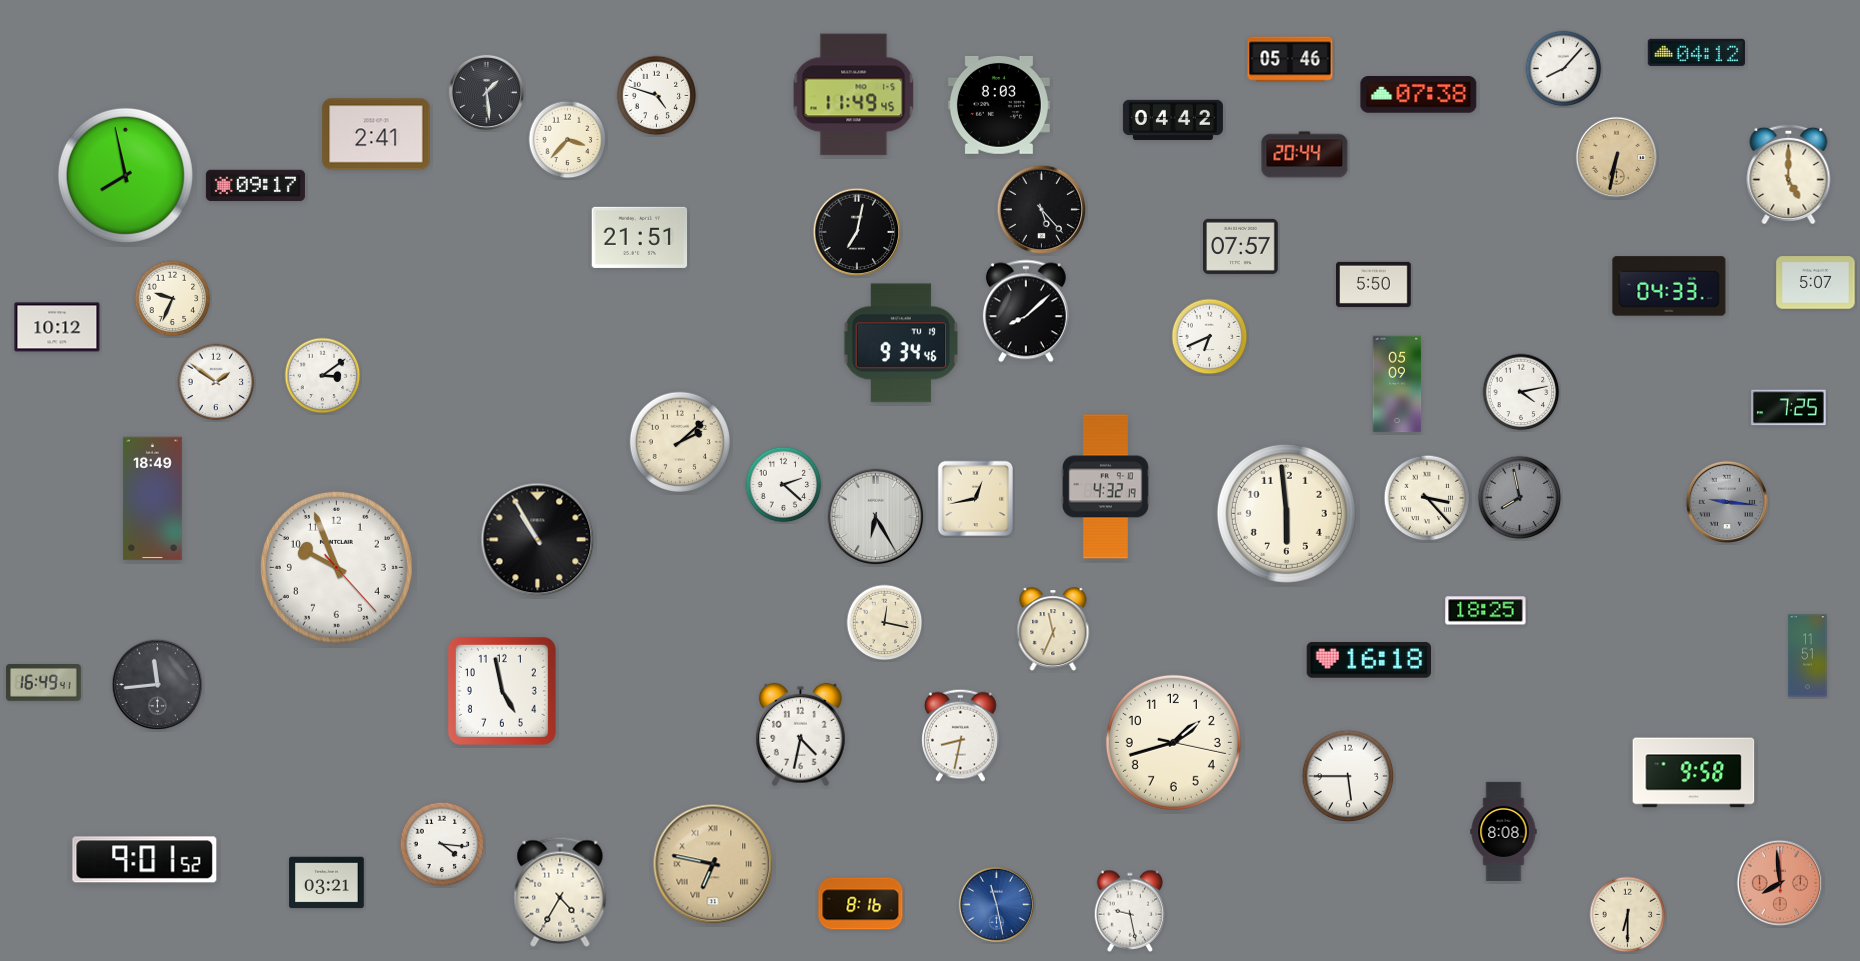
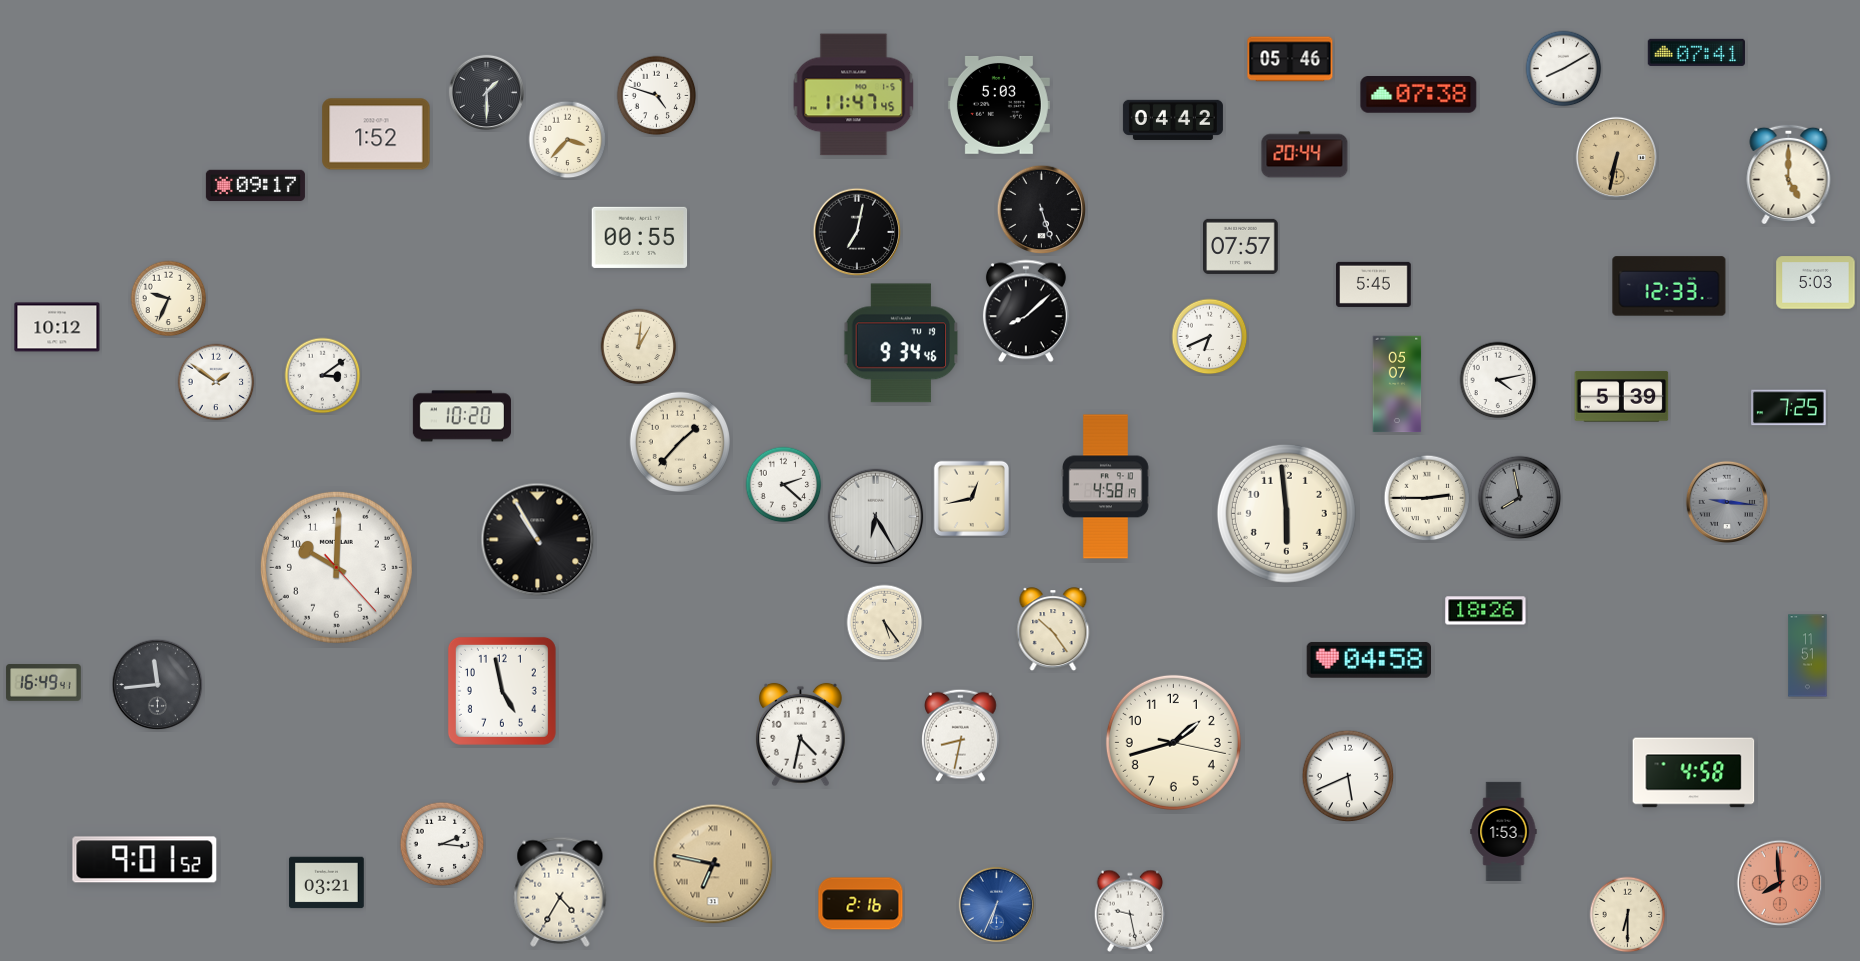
clock at (1696, 52): 04:12 -> 07:41
clock at (1564, 69): 8:07 -> 8:10
clock at (486, 92): 1:29 -> 1:30
clock at (854, 95): 11:49 -> 11:47
clock at (999, 105): 8:03 -> 5:03
clock at (376, 134): 2:41 -> 1:52
clock at (125, 175): 7:58 -> none
clock at (1042, 210): 5:23 -> 5:27
clock at (640, 237): 21:51 -> 00:55
clock at (1816, 283): 5:07 -> 5:03
clock at (1374, 284): 5:50 -> 5:45
clock at (1669, 286): 04:33 -> 12:33
clock at (173, 299) position: (173, 299) -> (169, 299)
clock at (639, 347): none -> 1:01
clock at (1397, 384): 05:09 -> 05:07
clock at (1521, 392) position: (1521, 392) -> (1498, 380)
clock at (1622, 397): none -> 5:39
clock at (462, 416): none -> 10:20
clock at (679, 441): 2:08 -> 1:37
clock at (1106, 487): 4:32 -> 4:58
clock at (975, 498) position: (975, 498) -> (971, 498)
clock at (1427, 498): 3:23 -> 2:45
clock at (152, 499): 18:49 -> none
clock at (336, 567): 9:56 -> 10:00
clock at (1486, 611): 18:25 -> 18:26
clock at (885, 623): 12:17 -> 5:24
clock at (1053, 630): 11:34 -> 10:24
clock at (1368, 660): 16:18 -> 04:58
clock at (1694, 773): 9:58 -> 4:58
clock at (1348, 776): 5:45 -> 5:41
clock at (1504, 831): 8:08 -> 1:53
clock at (442, 844): 4:16 -> 2:16
clock at (861, 904): 8:16 -> 2:16
clock at (996, 904): 11:28 -> 6:34
